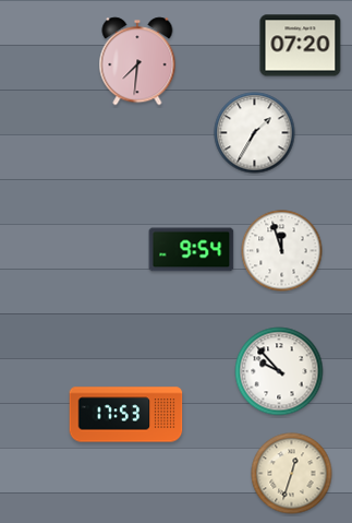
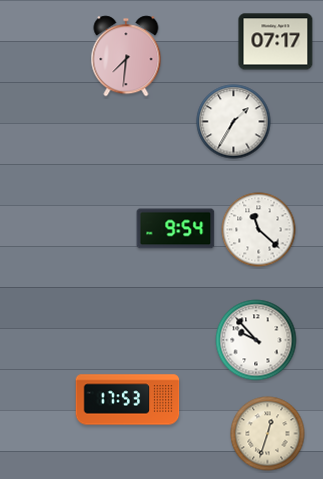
clock at (301, 46): 07:20 -> 07:17
clock at (282, 251): 11:57 -> 11:22
clock at (126, 415) position: (126, 415) -> (128, 400)
